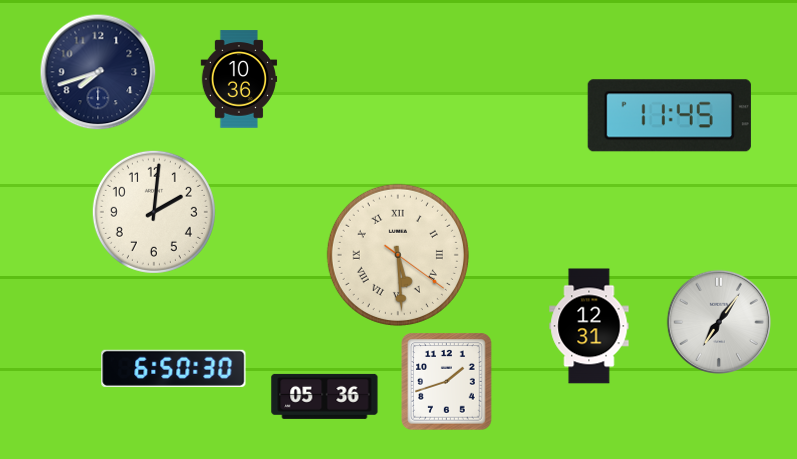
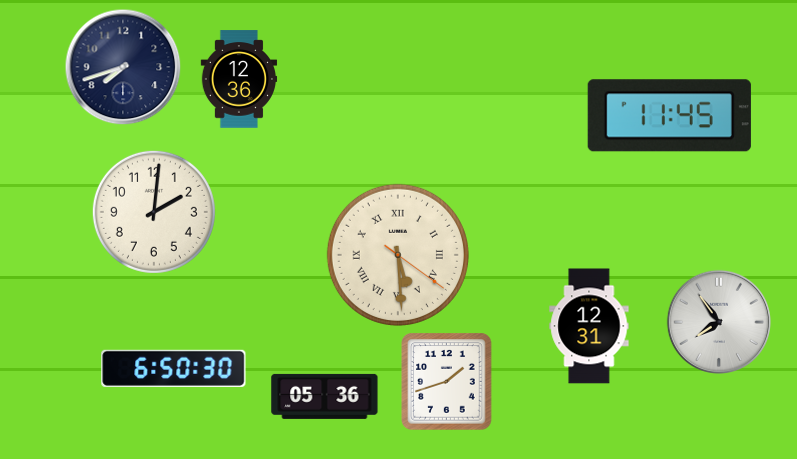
clock at (98, 72) position: (98, 72) -> (123, 67)
clock at (239, 79): 10:36 -> 12:36
clock at (719, 322): 7:06 -> 7:54
